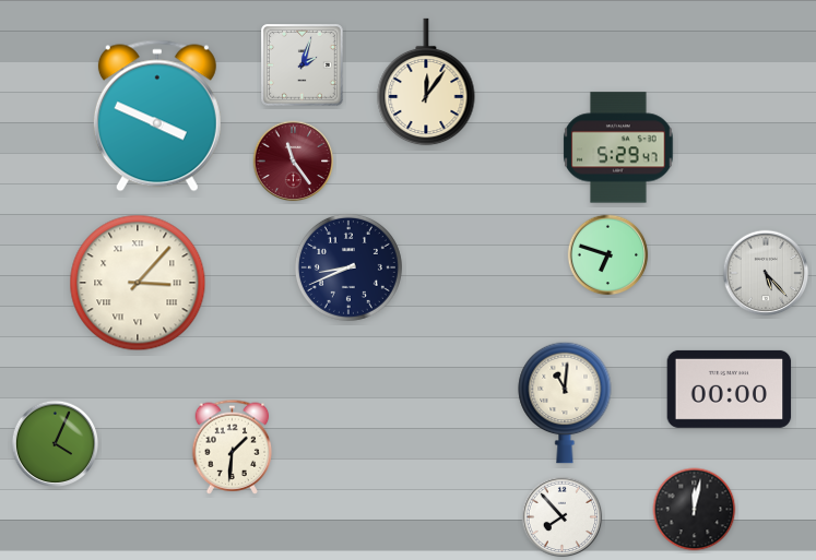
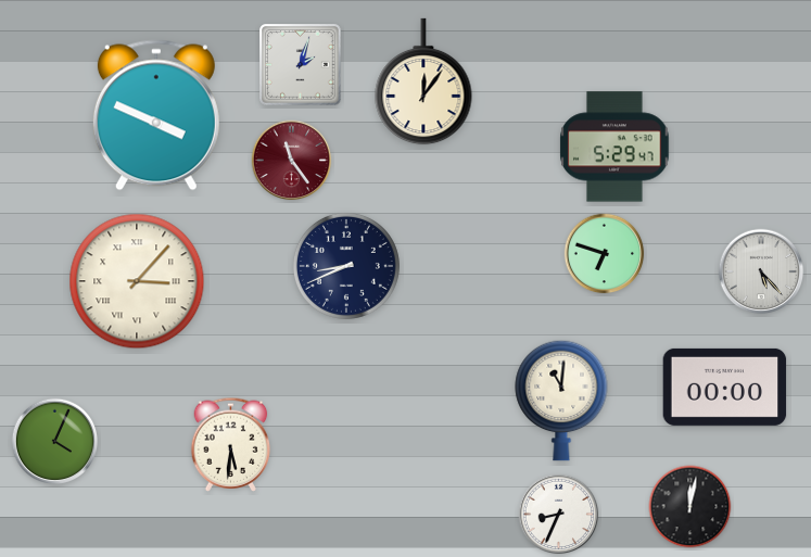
clock at (233, 446): 1:31 -> 5:31
clock at (563, 517): 7:53 -> 8:34
